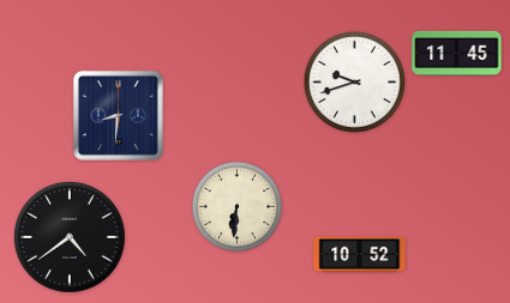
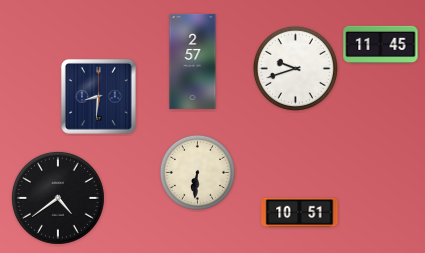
clock at (193, 61): none -> 2:57
clock at (360, 255): 10:52 -> 10:51
